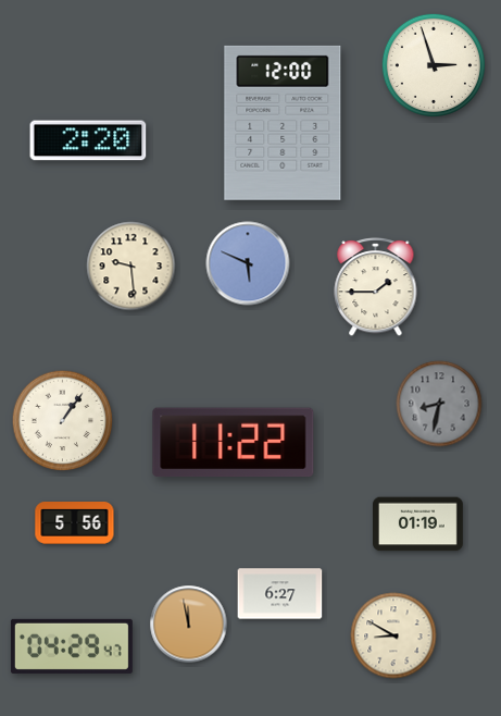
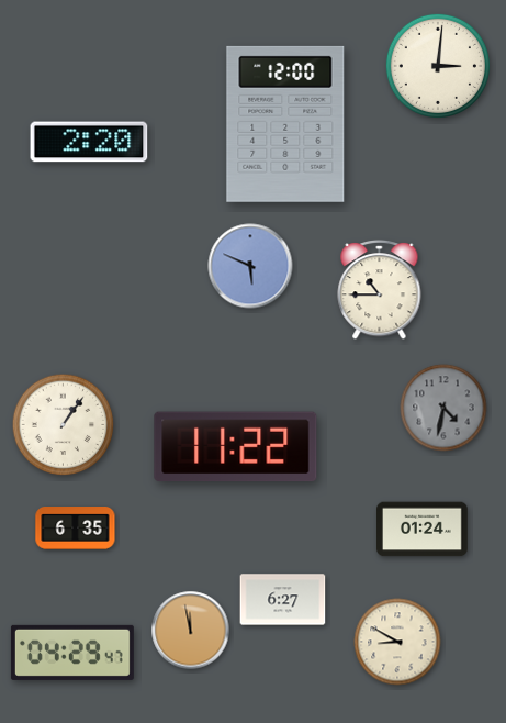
clock at (434, 65): 2:57 -> 3:01
clock at (131, 267): 9:29 -> none
clock at (376, 286): 1:45 -> 10:45
clock at (439, 404): 8:32 -> 4:32
clock at (75, 523): 5:56 -> 6:35
clock at (418, 524): 01:19 -> 01:24
